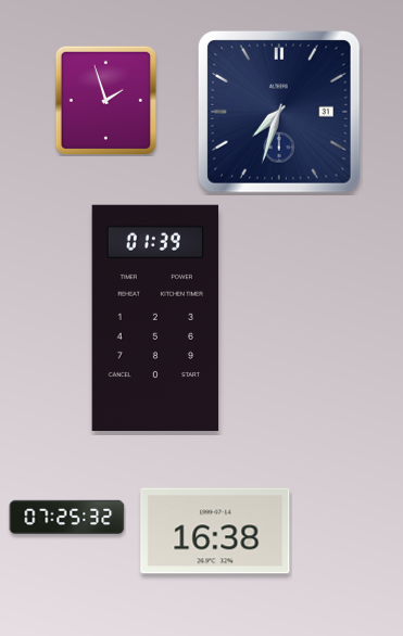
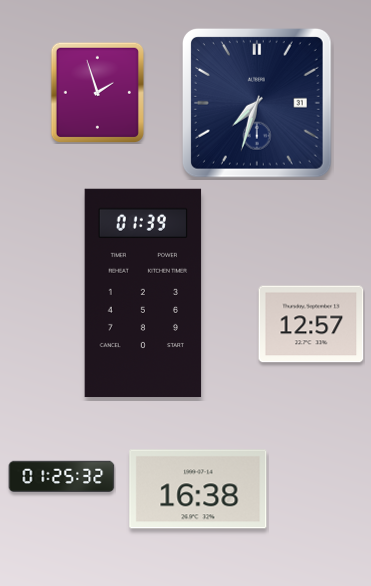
clock at (311, 324): none -> 12:57
clock at (67, 517): 07:25 -> 01:25
